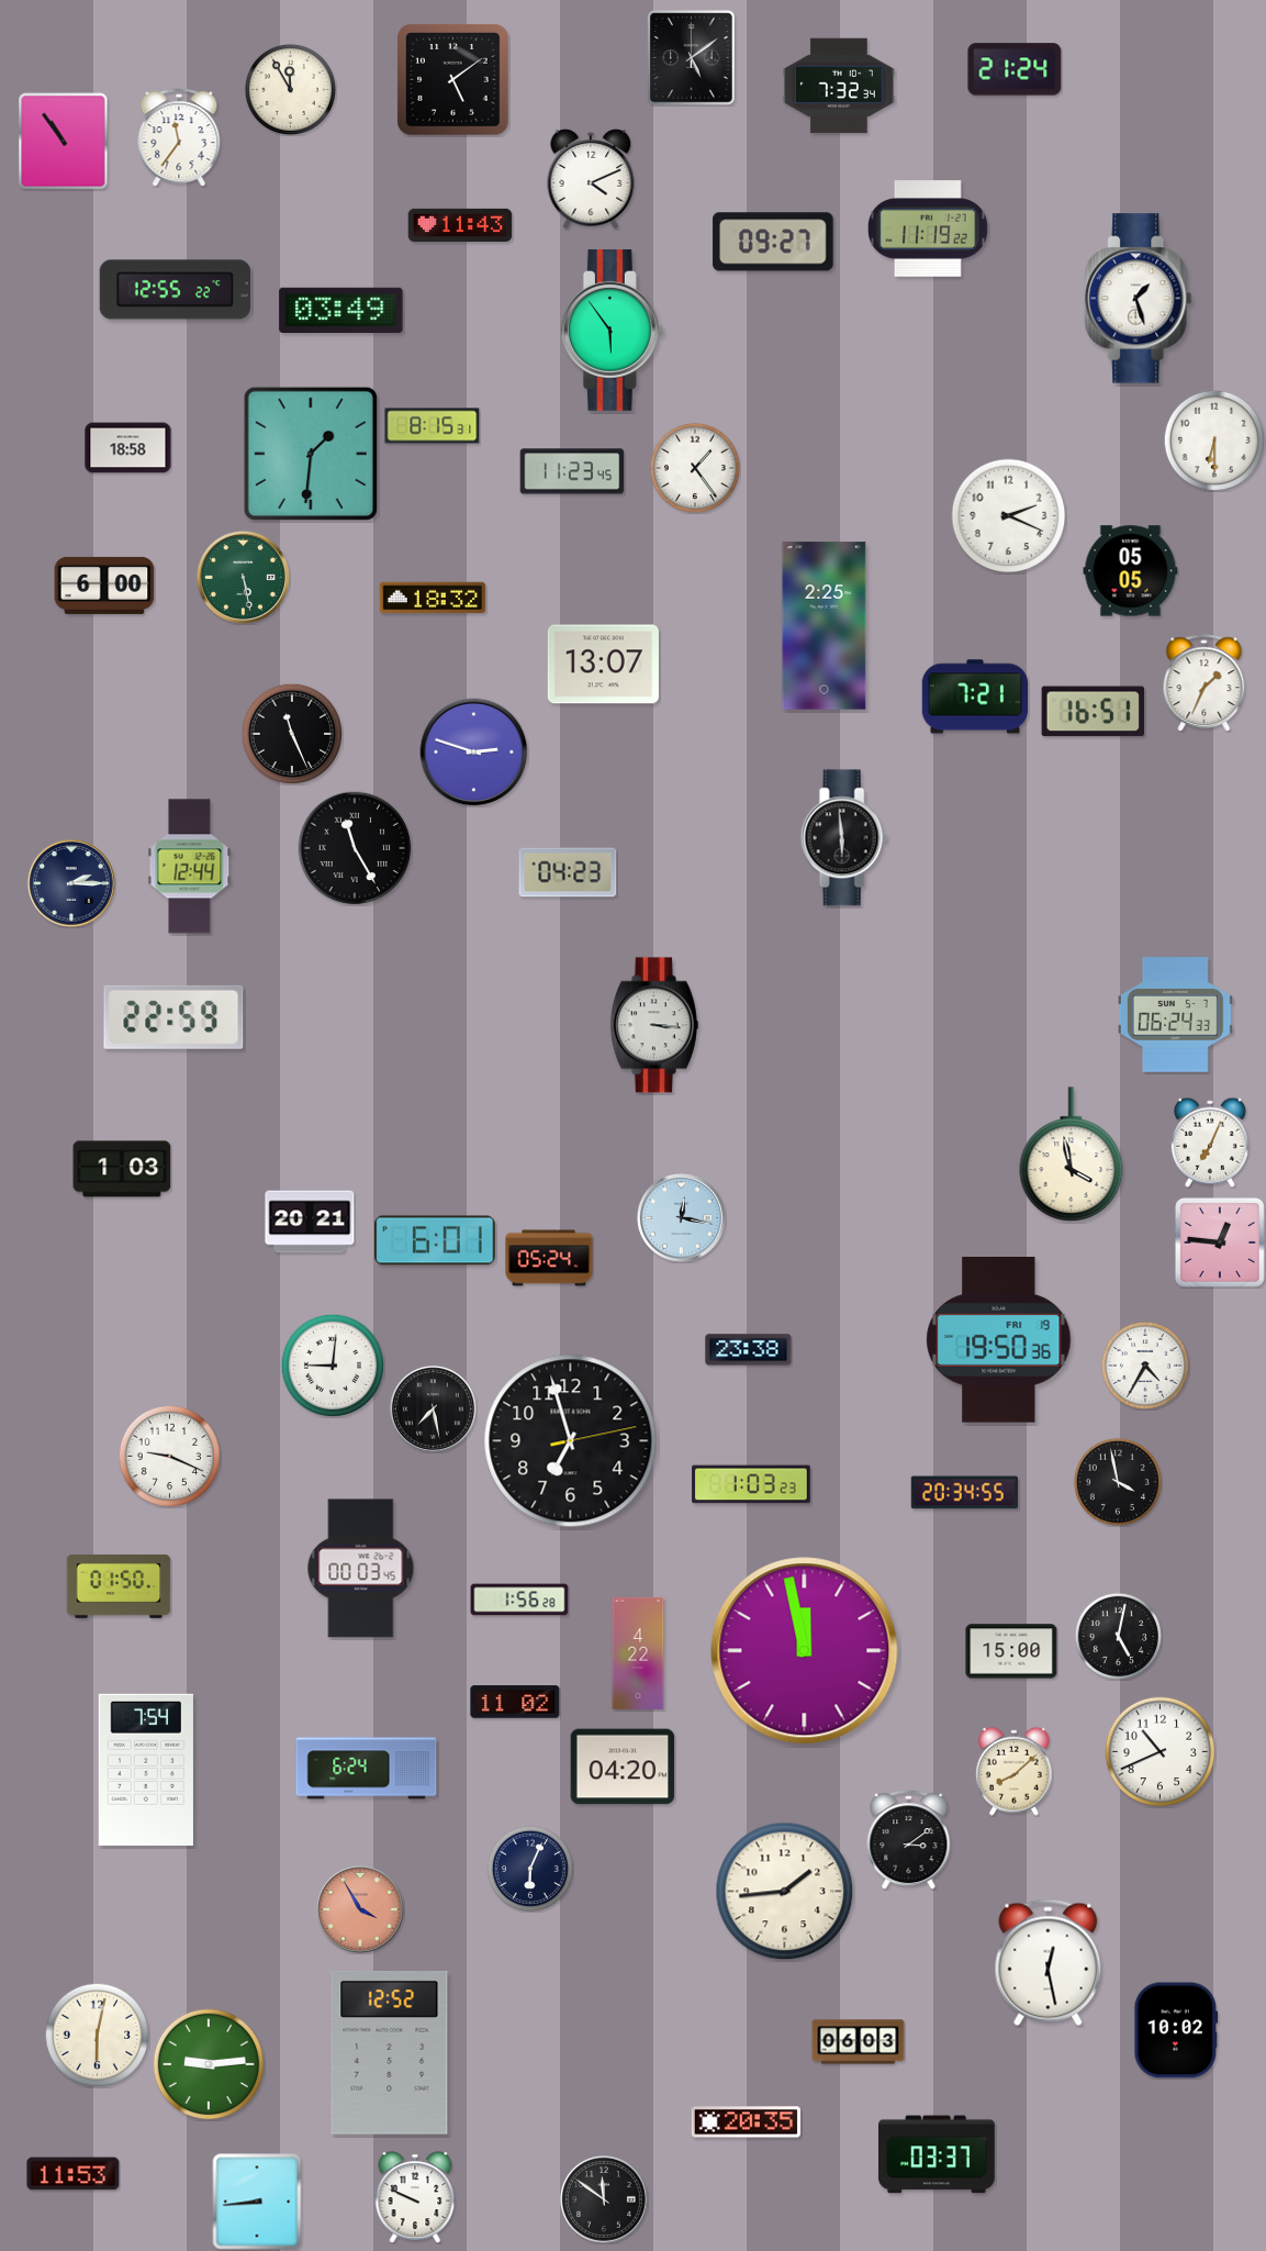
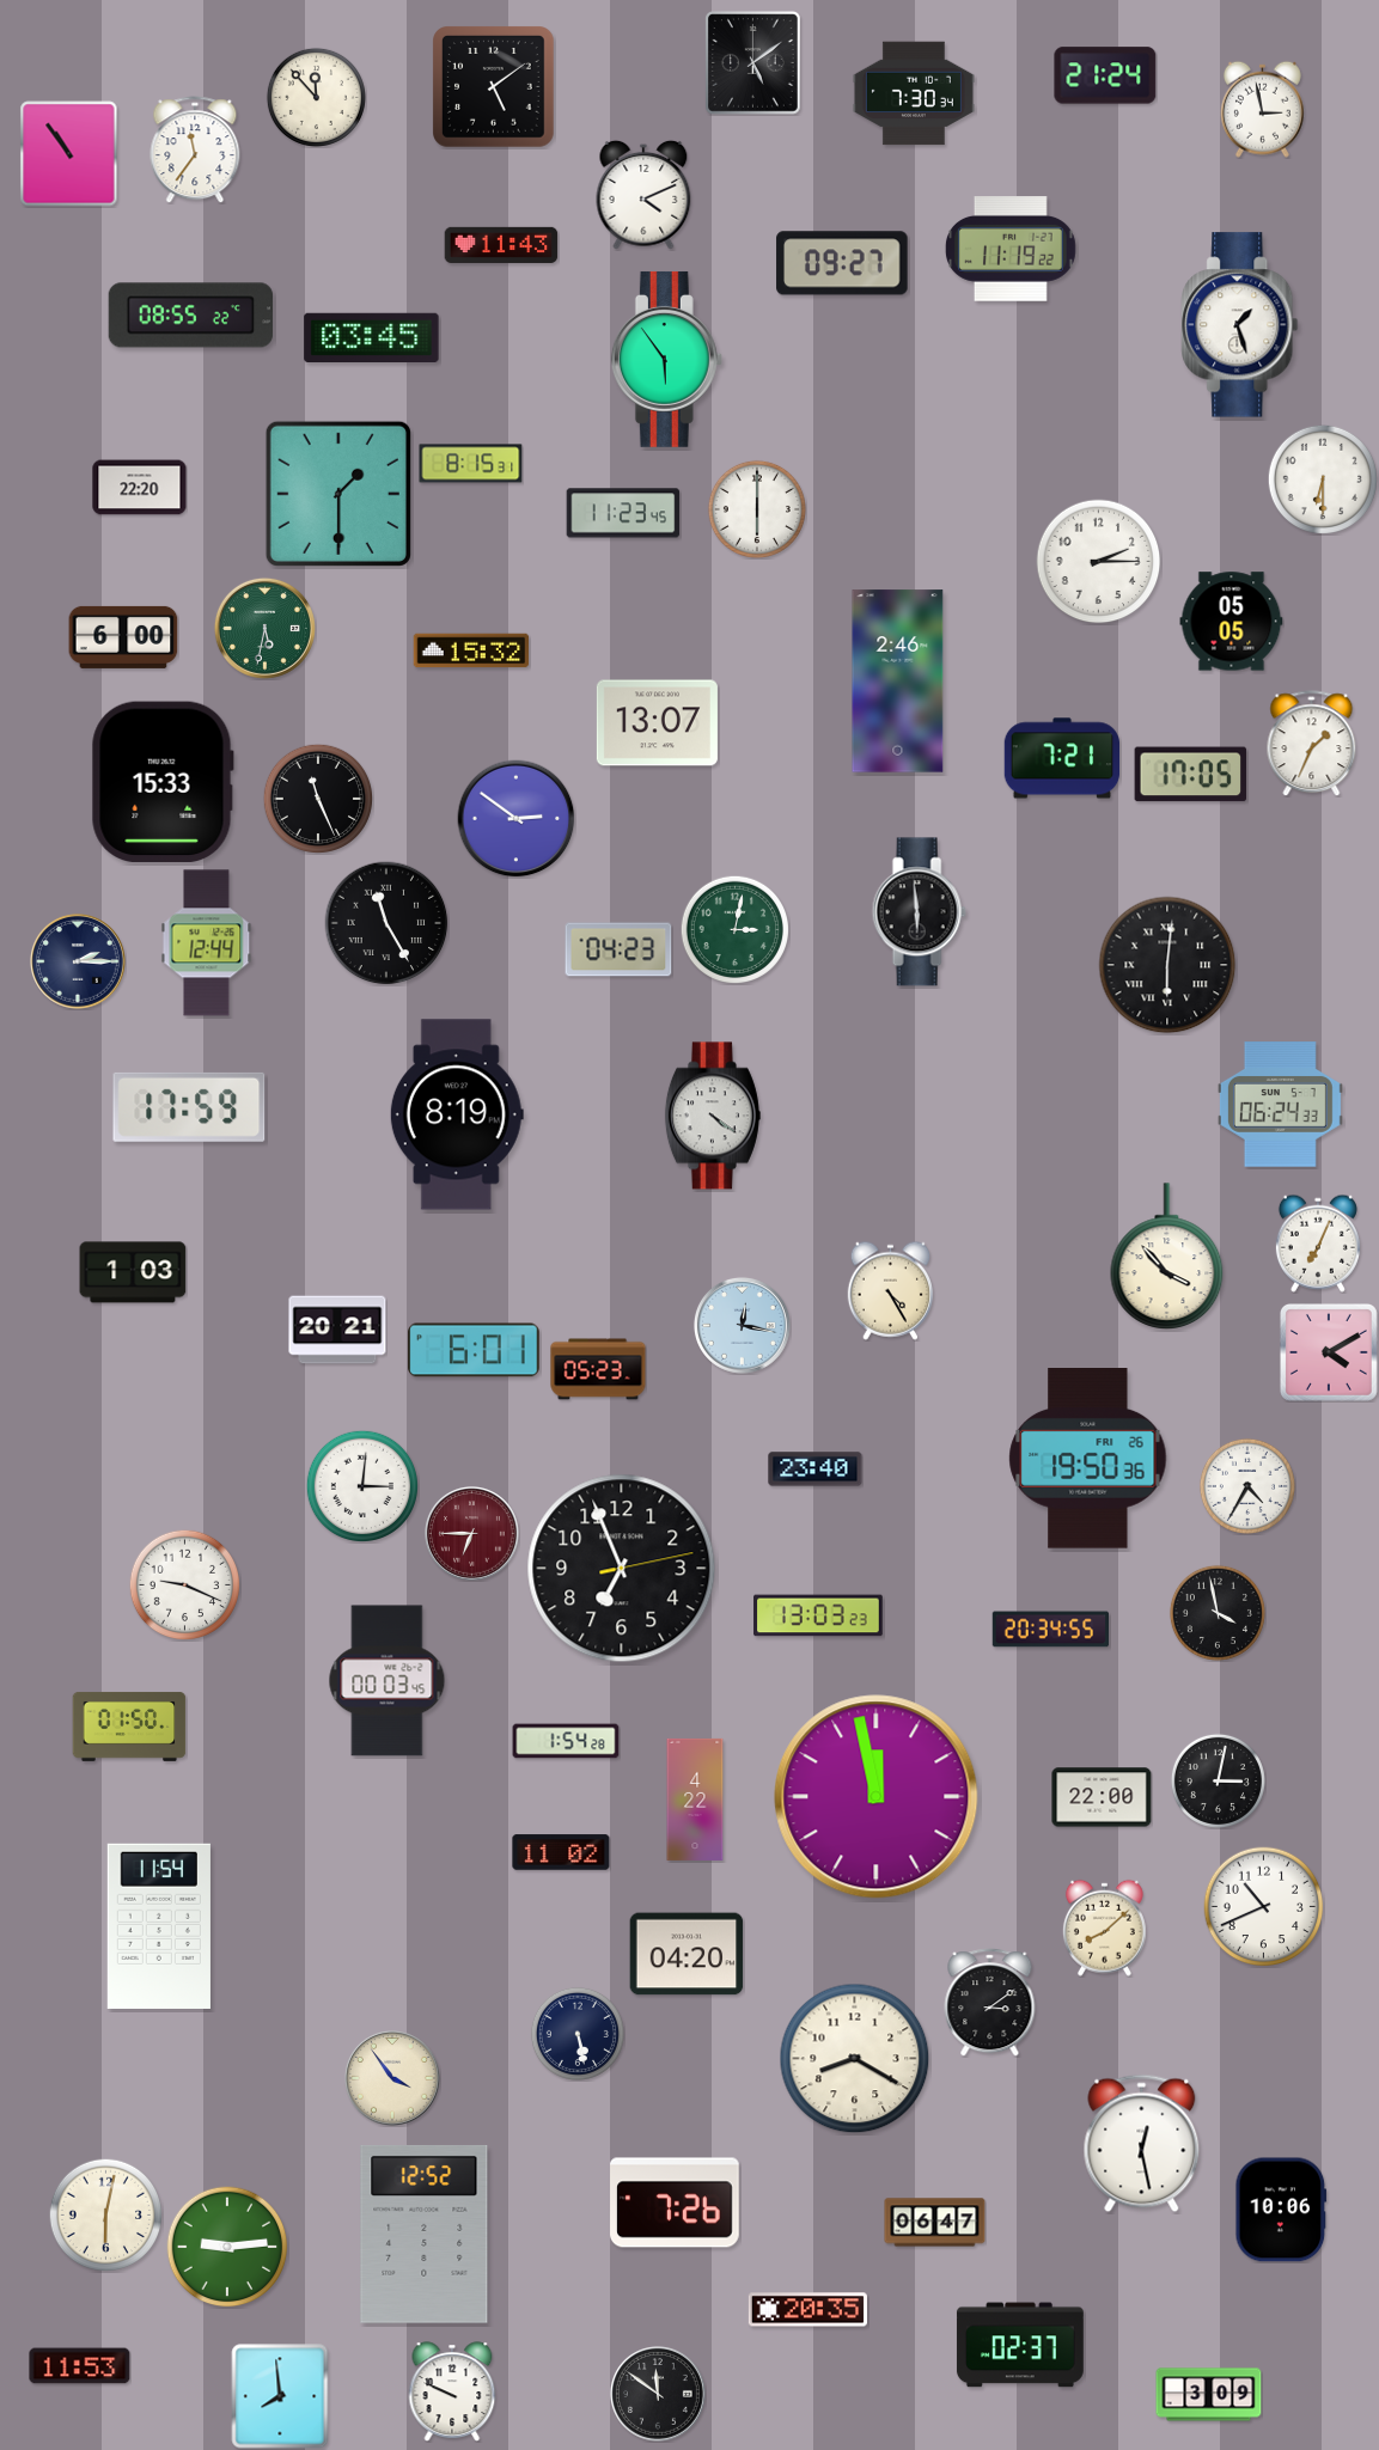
clock at (839, 86): 7:32 -> 7:30
clock at (290, 89): 11:55 -> 11:53
clock at (1262, 109): none -> 2:58
clock at (175, 290): 12:55 -> 08:55
clock at (341, 310): 03:49 -> 03:45
clock at (128, 448): 18:58 -> 22:20
clock at (311, 454): 1:31 -> 1:30
clock at (695, 468): 1:24 -> 6:00
clock at (1009, 516): 2:19 -> 2:15
clock at (243, 577): 5:28 -> 5:32
clock at (104, 586) position: (104, 586) -> (123, 637)
clock at (433, 598): 18:32 -> 15:32
clock at (825, 626): 2:25 -> 2:46
clock at (1094, 712): 16:51 -> 17:05
clock at (163, 782): none -> 15:33
clock at (474, 753): 2:48 -> 2:51
clock at (734, 929): none -> 3:02
clock at (1167, 965): none -> 6:01
clock at (173, 1017): 22:59 -> 17:59
clock at (457, 1114): none -> 8:19
clock at (654, 1025): 3:16 -> 4:21
clock at (1072, 1154): 3:58 -> 3:53
clock at (891, 1290): none -> 4:25
clock at (1221, 1244): 12:46 -> 4:10
clock at (549, 1258): 05:24 -> 05:23
clock at (999, 1340) date: FRI 19 -> FRI 26
clock at (749, 1350): 23:38 -> 23:40
clock at (332, 1364): 9:01 -> 3:01
clock at (434, 1409): 7:28 -> 6:45
clock at (434, 1409) dial: black -> burgundy
clock at (571, 1441): 6:57 -> 6:56
clock at (751, 1484): 1:03 -> 13:03
clock at (964, 1493) position: (964, 1493) -> (1050, 1630)
clock at (361, 1569) position: (361, 1569) -> (388, 1681)
clock at (519, 1600): 1:56 -> 1:54
clock at (1118, 1636): 5:02 -> 3:02
clock at (1011, 1651): 15:00 -> 22:00
clock at (623, 1767) position: (623, 1767) -> (687, 1954)
clock at (367, 1769): 6:24 -> none
clock at (146, 1770): 7:54 -> 11:54
clock at (530, 1869): 6:04 -> 5:28
clock at (785, 1892): 1:44 -> 8:20
clock at (361, 1910): 3:55 -> 3:54
clock at (361, 1910) dial: salmon -> cream
clock at (1049, 1963) position: (1049, 1963) -> (1142, 2144)
clock at (675, 2202): none -> 7:26
clock at (1176, 2030): 10:02 -> 10:06
clock at (859, 2042): 06:03 -> 06:47
clock at (746, 2122) position: (746, 2122) -> (807, 2310)
clock at (937, 2154): 03:37 -> 02:37
clock at (1209, 2395): none -> 3:09
clock at (257, 2202): 8:44 -> 7:59
